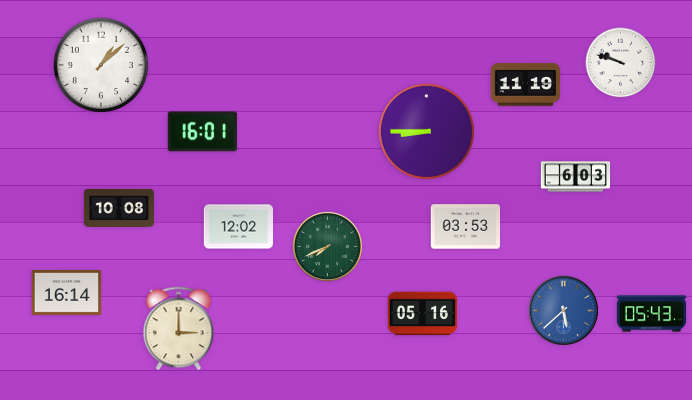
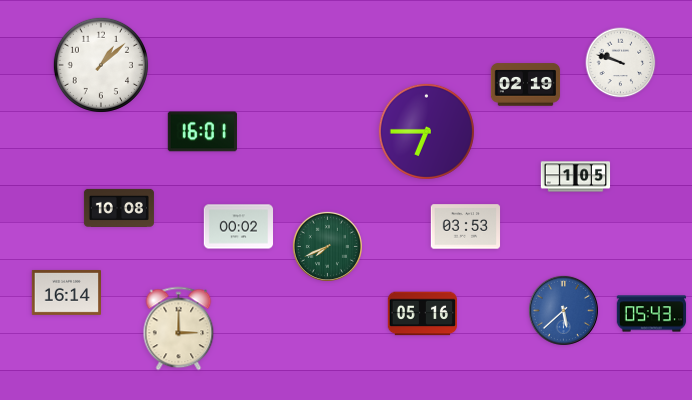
clock at (526, 85): 11:19 -> 02:19
clock at (426, 131): 8:45 -> 6:45
clock at (576, 177): 6:03 -> 1:05
clock at (239, 227): 12:02 -> 00:02
